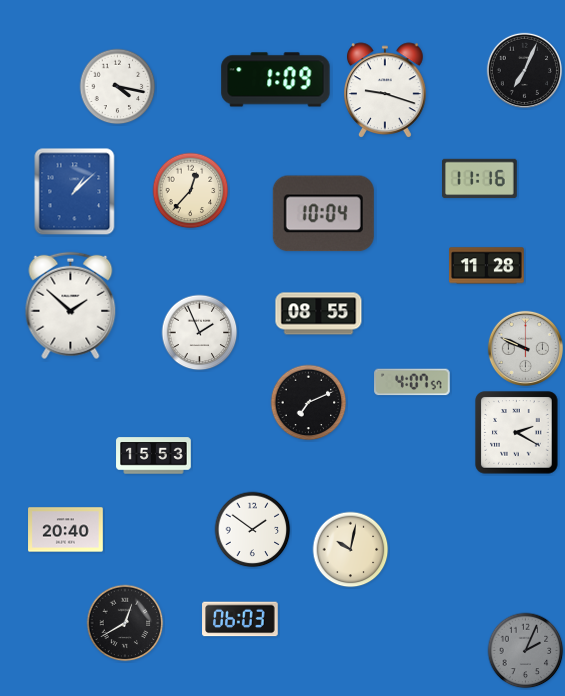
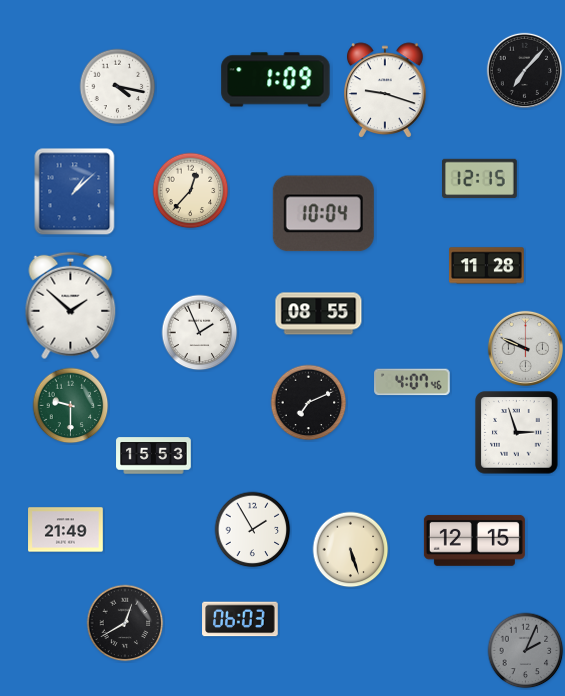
clock at (524, 70): 7:04 -> 7:07
clock at (480, 179): 11:16 -> 12:15
clock at (412, 382): 4:07:57 -> 4:07:46
clock at (71, 406): none -> 9:30
clock at (517, 433): 2:20 -> 2:57
clock at (66, 530): 20:40 -> 21:49
clock at (253, 530): 1:51 -> 1:55
clock at (474, 540): none -> 12:15
clock at (351, 550): 10:02 -> 5:27
